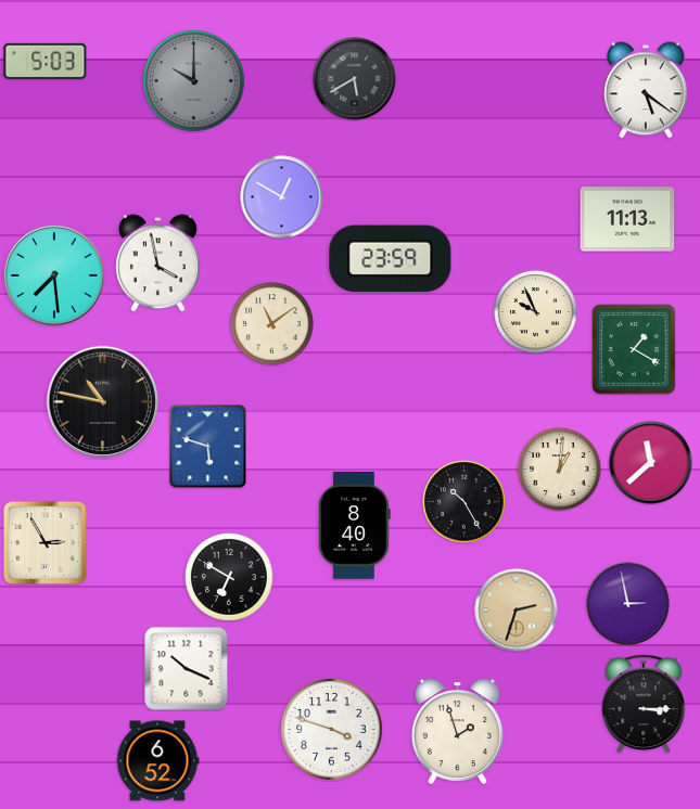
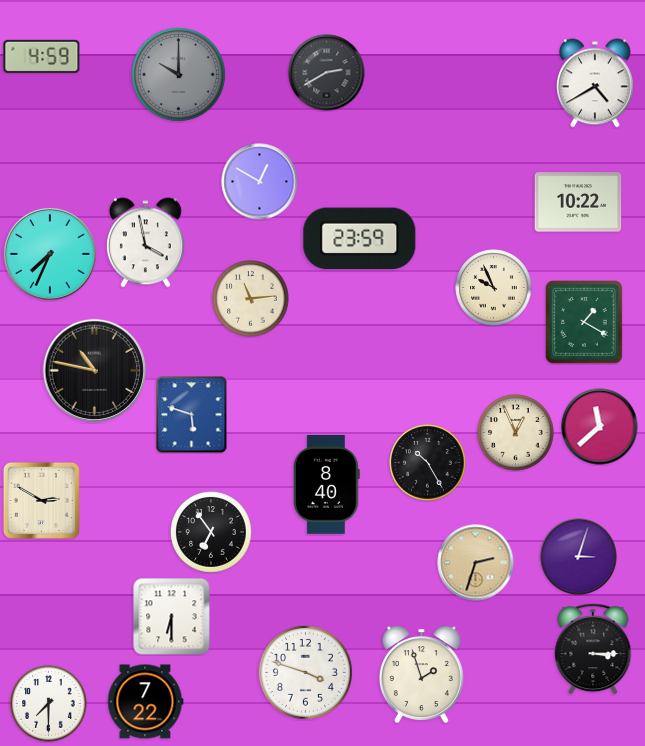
clock at (46, 61): 5:03 -> 4:59
clock at (355, 79): 5:40 -> 2:40
clock at (647, 90): 5:21 -> 4:40
clock at (627, 219): 11:13 -> 10:22
clock at (54, 275): 7:29 -> 7:34
clock at (272, 324): 11:09 -> 11:14
clock at (208, 447) position: (208, 447) -> (192, 415)
clock at (560, 470): 1:01 -> 12:56
clock at (44, 542): 2:55 -> 2:50
clock at (229, 577): 6:50 -> 6:54
clock at (628, 604): 2:58 -> 3:03
clock at (187, 669): 10:19 -> 6:30
clock at (157, 761): 6:52 -> 7:22
clock at (49, 704): none -> 7:30
